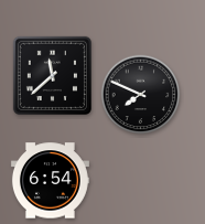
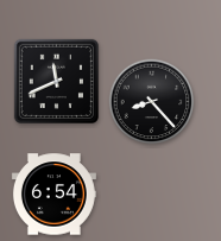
clock at (52, 75): 11:38 -> 11:41
clock at (141, 95): 7:49 -> 8:23
